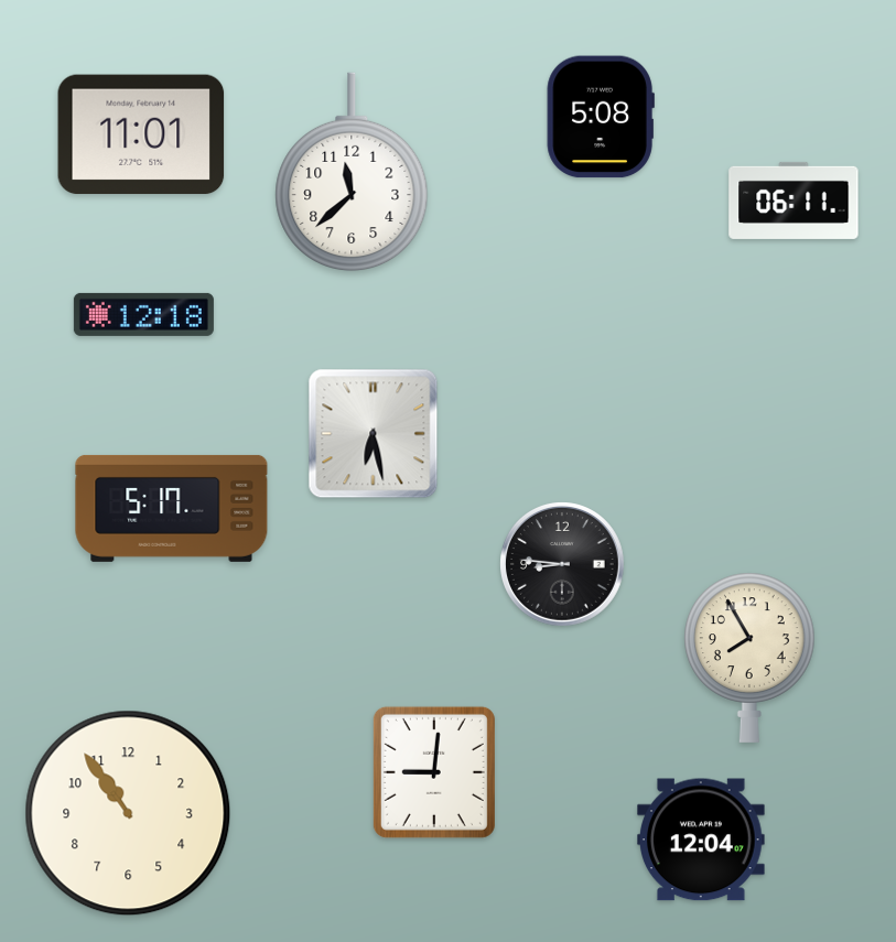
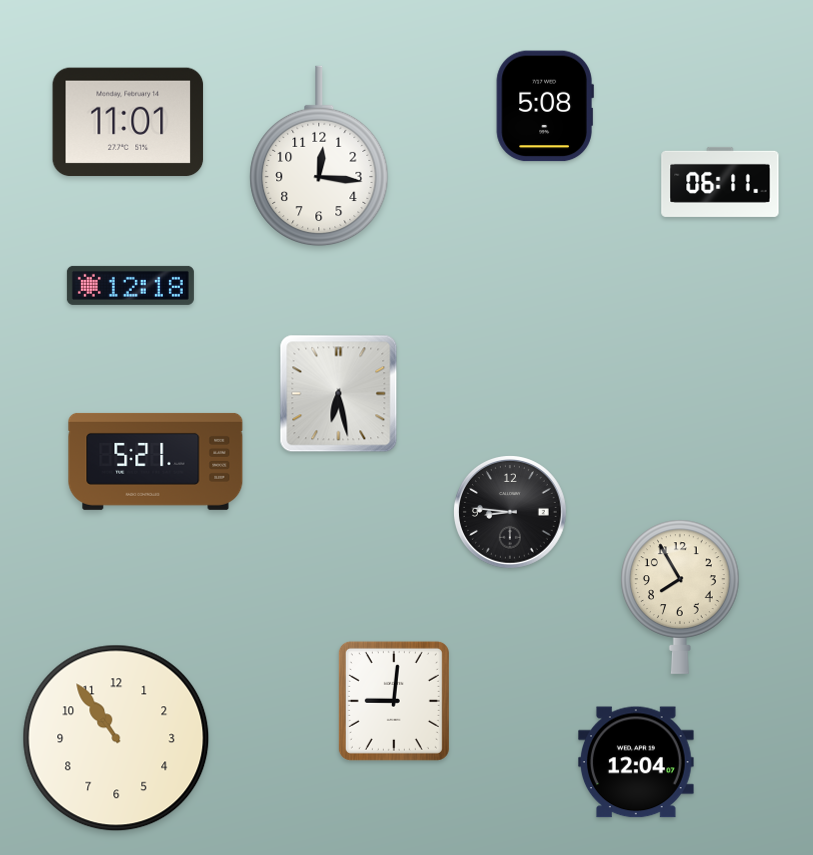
clock at (352, 172): 11:38 -> 12:16
clock at (172, 508): 5:17 -> 5:21
